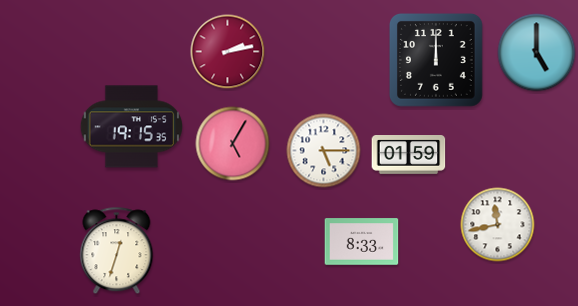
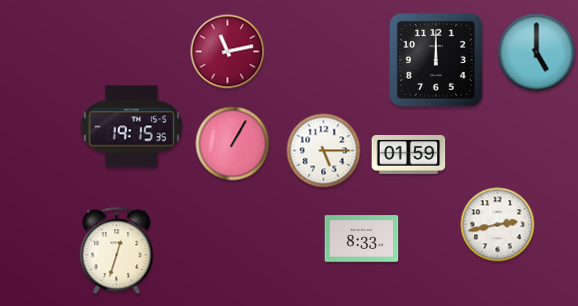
clock at (228, 52): 2:13 -> 11:13
clock at (233, 144): 5:05 -> 1:05
clock at (498, 225): 11:43 -> 2:43
clock at (362, 242) position: (362, 242) -> (362, 239)
